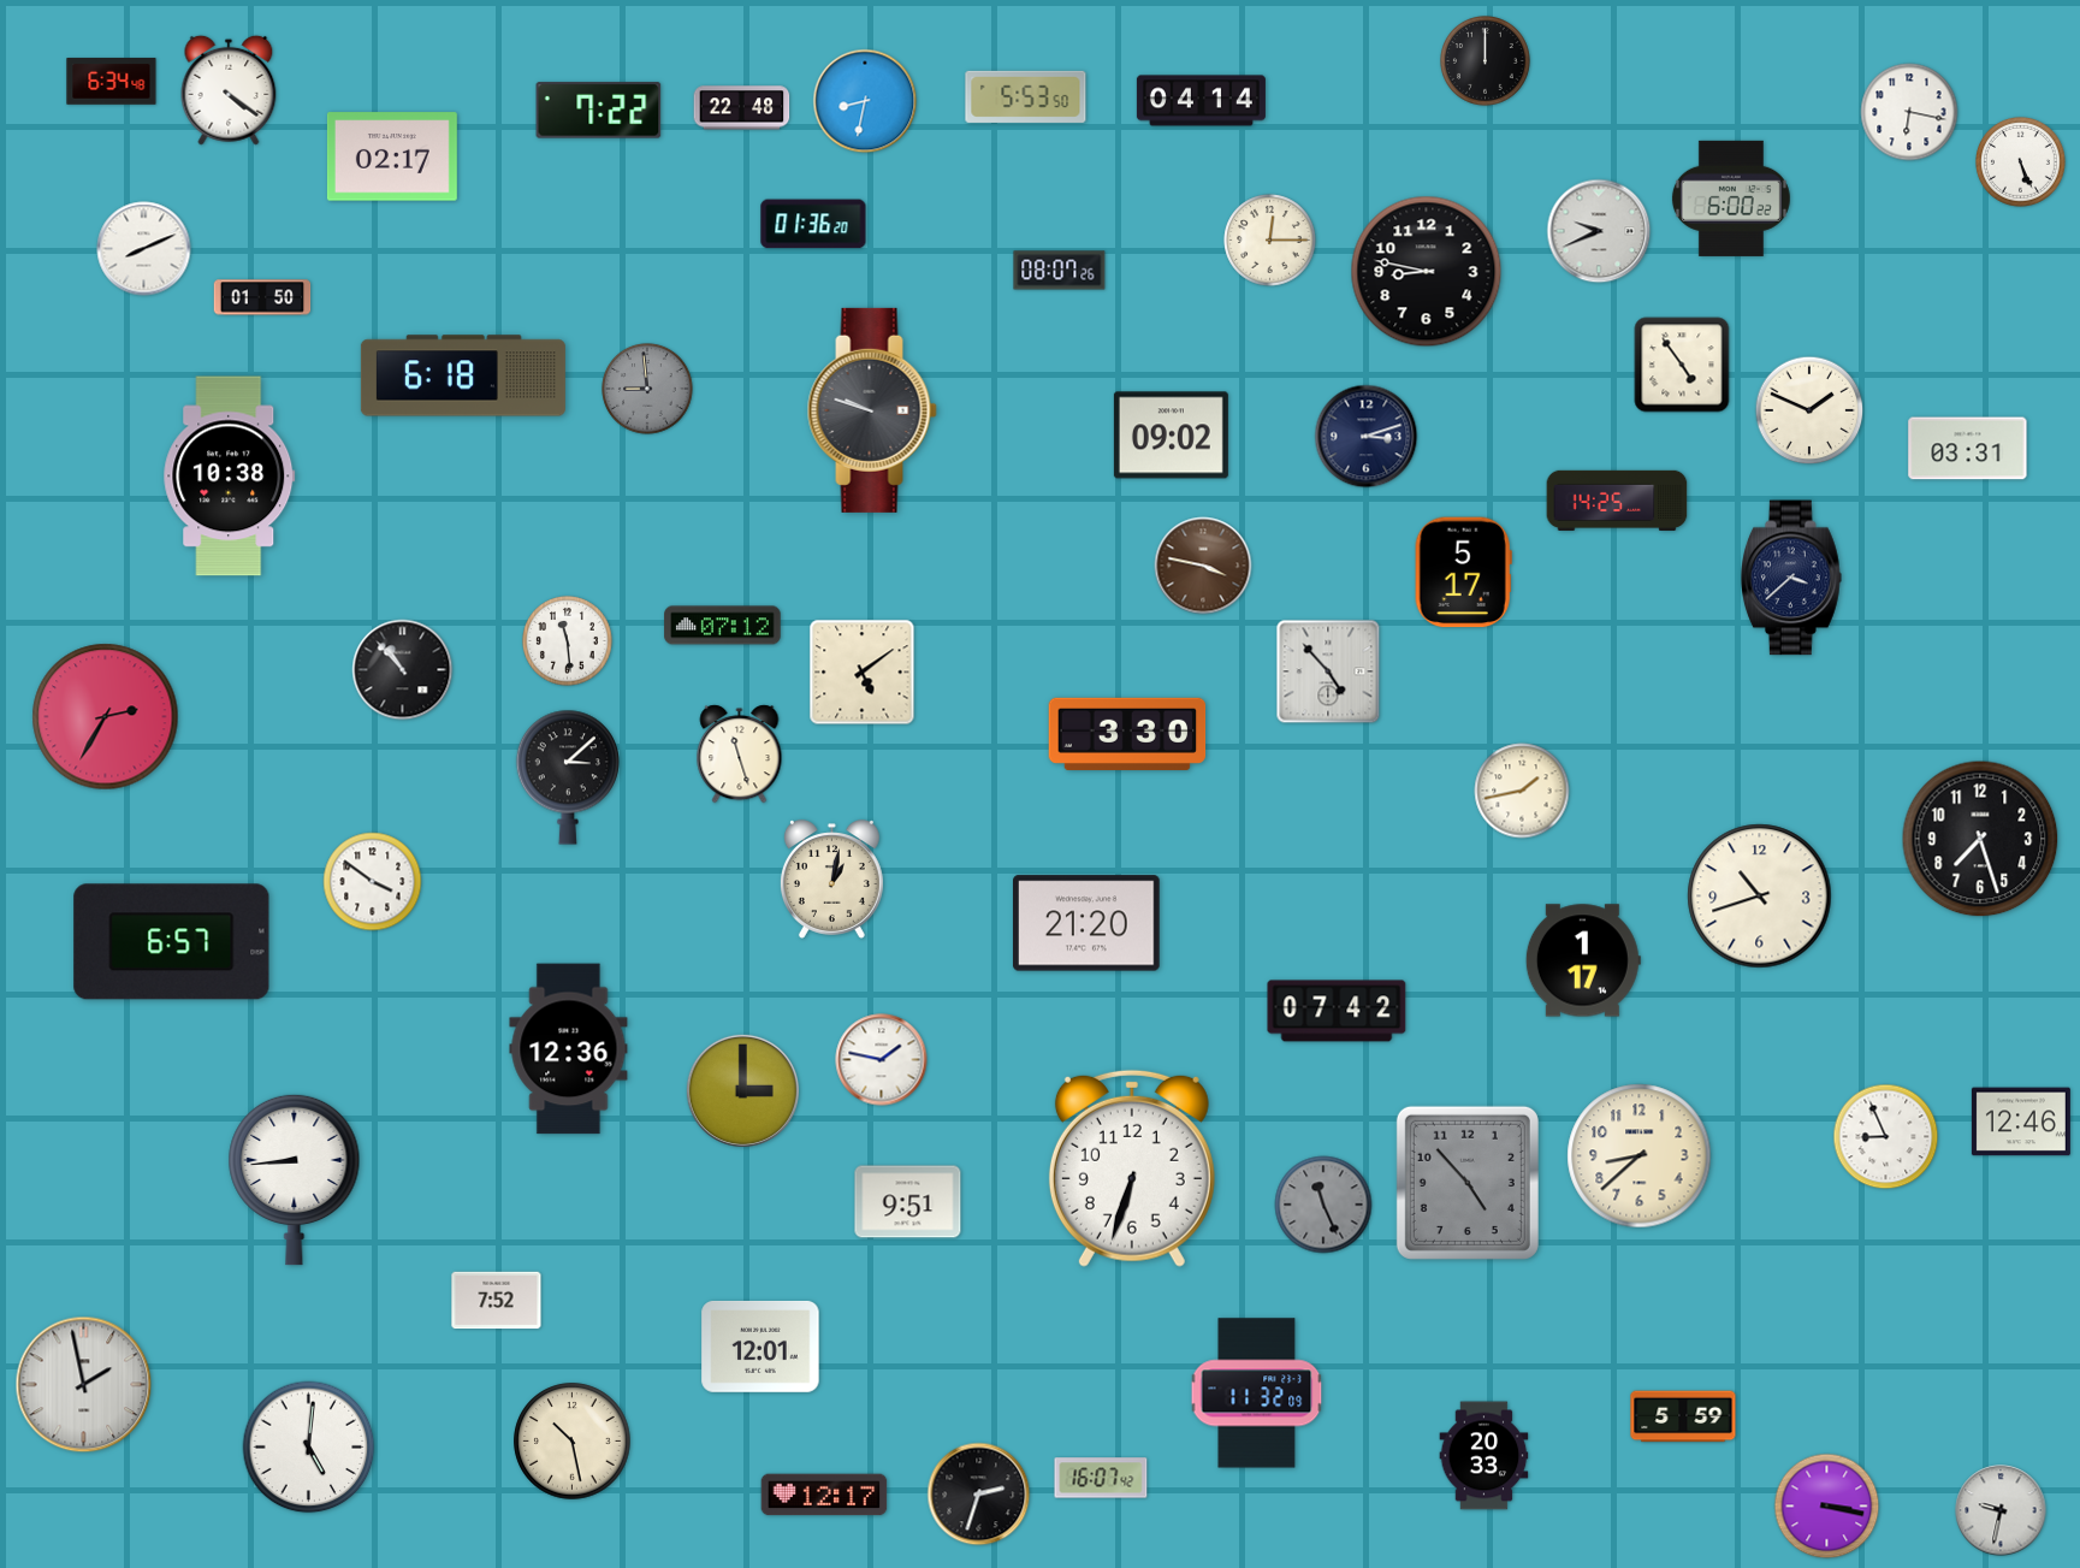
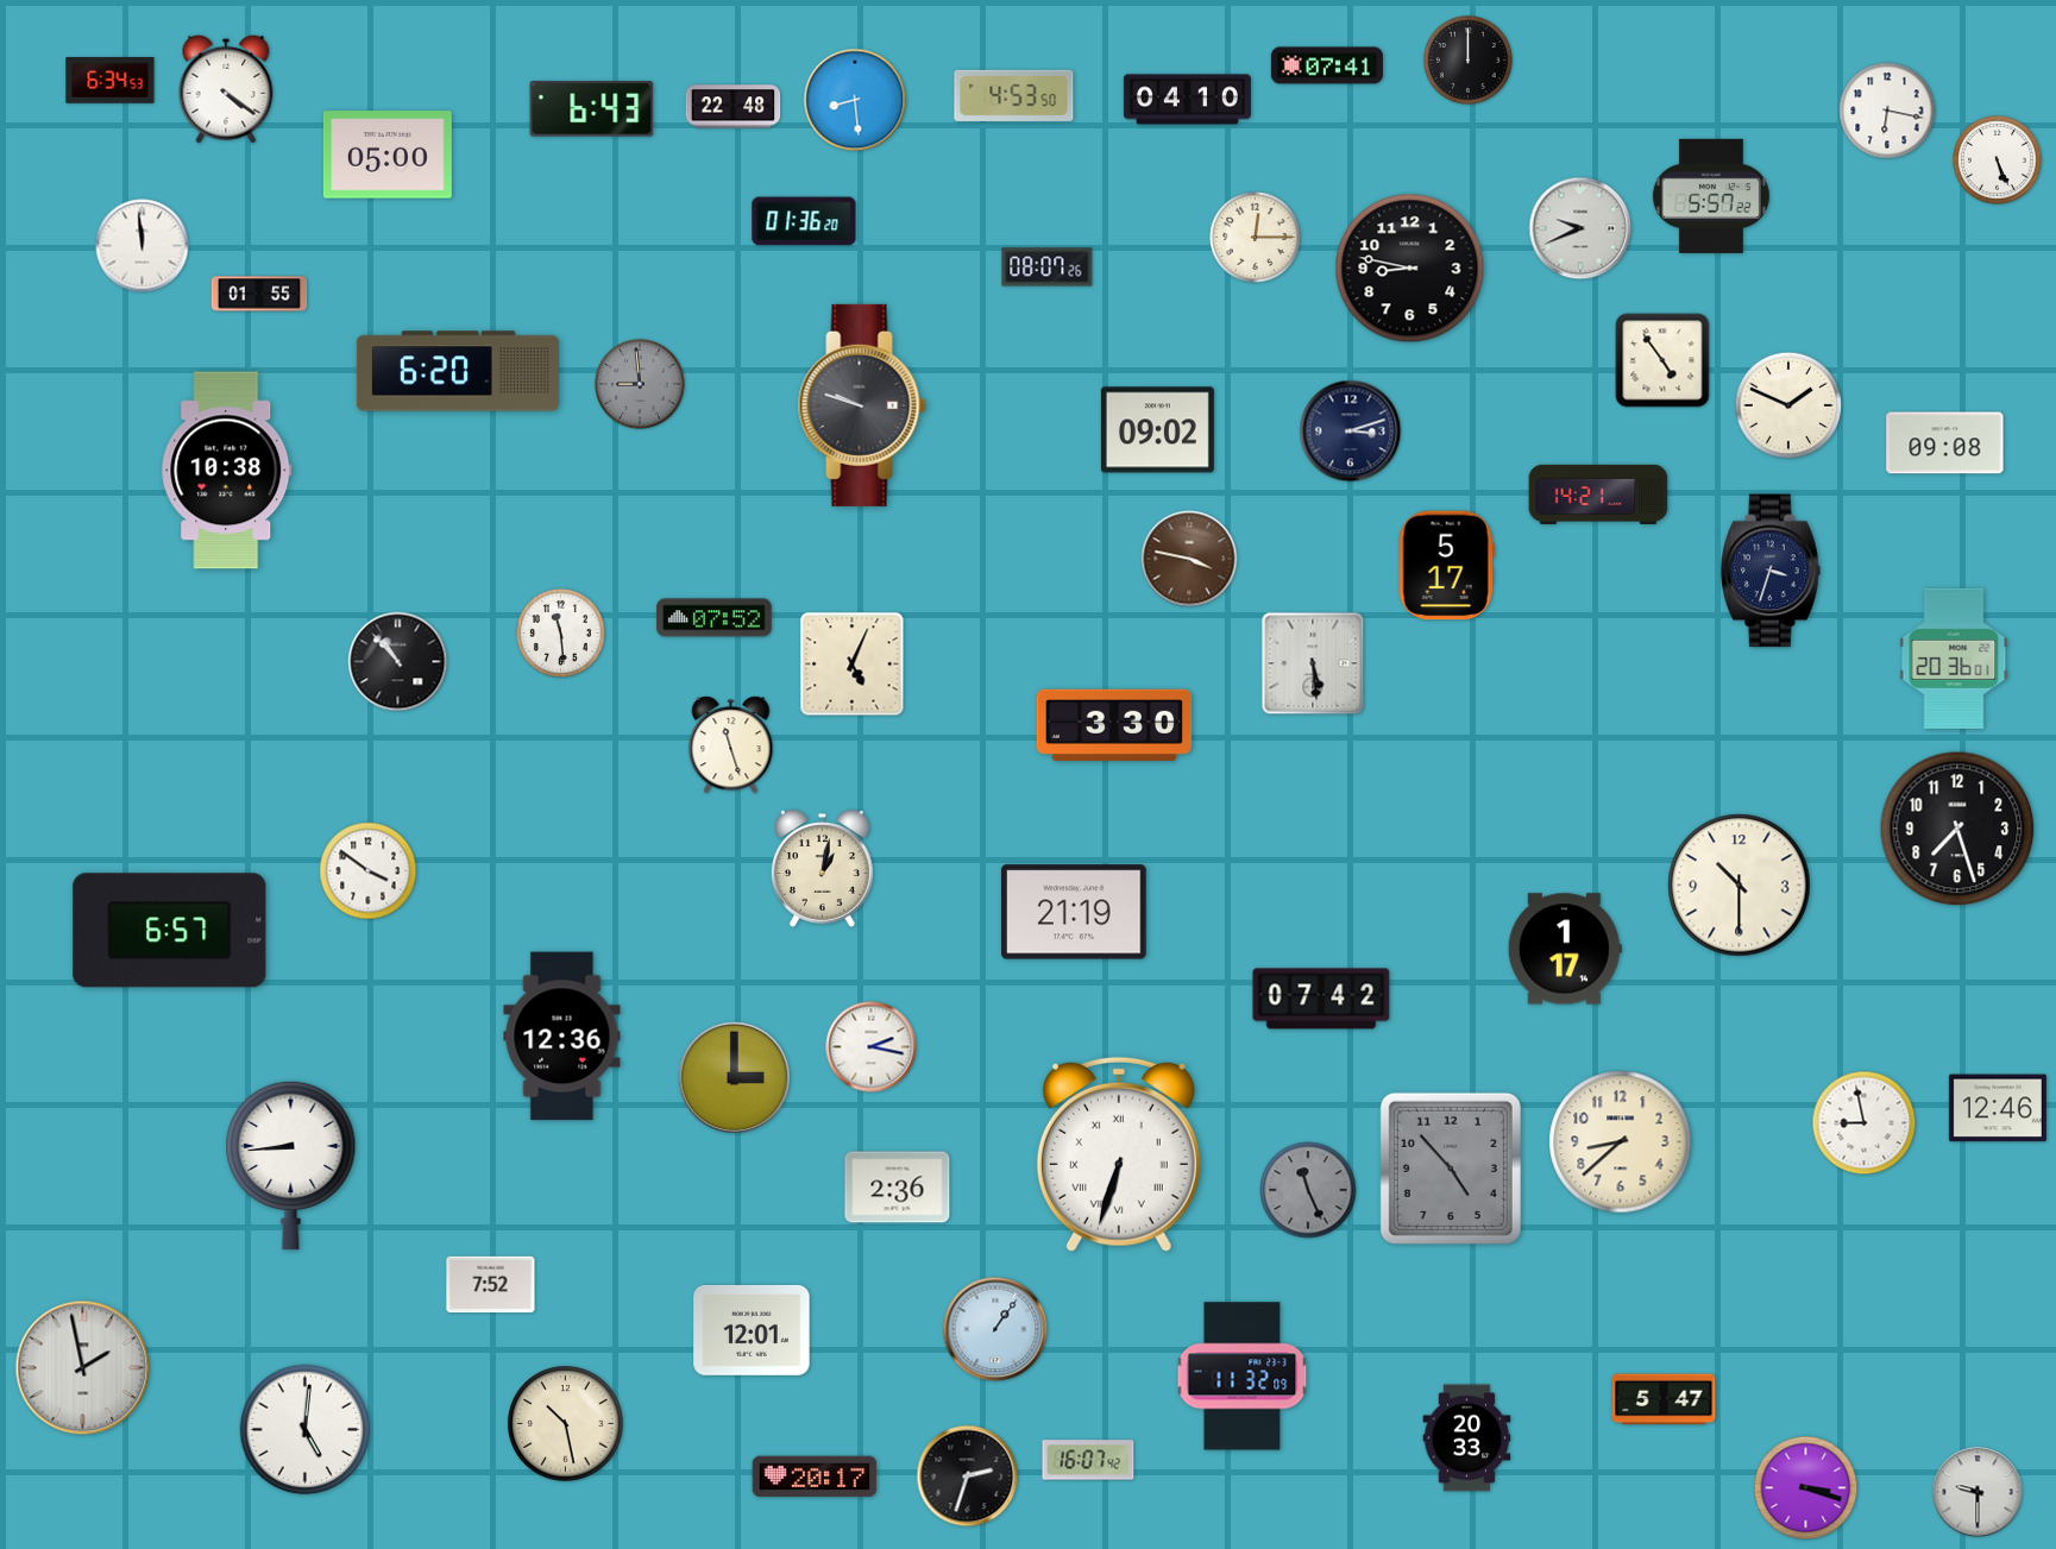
clock at (1327, 65): none -> 07:41
clock at (112, 82): 6:34:48 -> 6:34:53
clock at (1026, 96): 5:53 -> 4:53
clock at (865, 101): 8:32 -> 8:29
clock at (1201, 101): 04:14 -> 04:10
clock at (599, 111): 7:22 -> 6:43
clock at (392, 156): 02:17 -> 05:00
clock at (1731, 199): 6:00 -> 5:57
clock at (144, 249): 8:11 -> 11:59
clock at (262, 297): 01:50 -> 01:55
clock at (463, 375): 6:18 -> 6:20
clock at (1968, 449): 03:31 -> 09:08
clock at (1617, 501): 14:25 -> 14:21
clock at (1792, 578): 3:38 -> 3:33
clock at (723, 626): 07:12 -> 07:52
clock at (1954, 659): none -> 20:36
clock at (1328, 671): 4:53 -> 5:29
clock at (863, 673): 5:09 -> 5:04
clock at (106, 717): 2:35 -> none
clock at (568, 777): 3:08 -> none
clock at (1522, 791): 1:43 -> none
clock at (1760, 897): 10:42 -> 10:30
clock at (1088, 923): 21:20 -> 21:19
clock at (882, 1060): 1:47 -> 2:17
clock at (1886, 1137): 8:56 -> 8:58
clock at (1132, 1168) numerals: Arabic -> Roman
clock at (908, 1202): 9:51 -> 2:36
clock at (995, 1329): none -> 1:06
clock at (1683, 1416): 5:59 -> 5:47
clock at (824, 1495): 12:17 -> 20:17
clock at (1827, 1507): 3:17 -> 3:18
clock at (2001, 1510): 9:32 -> 9:30
